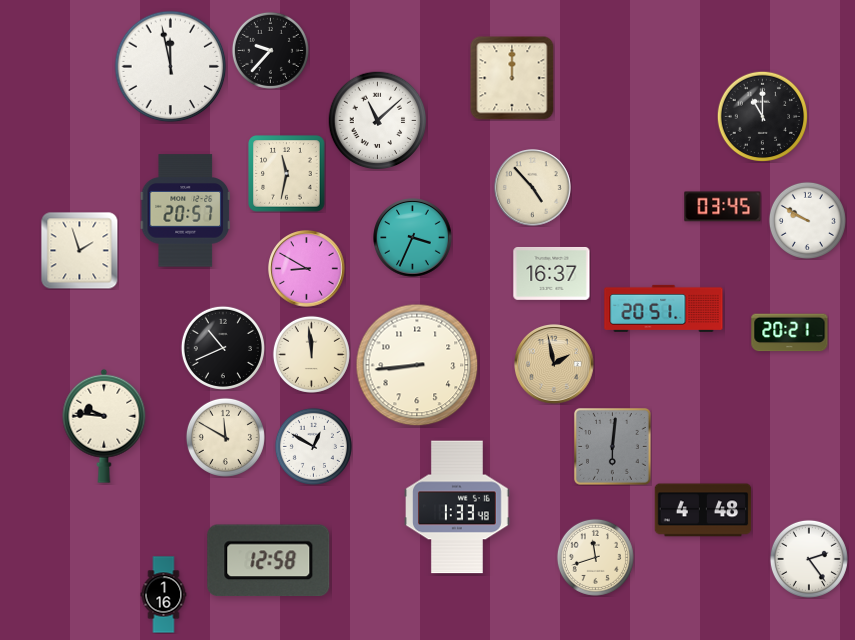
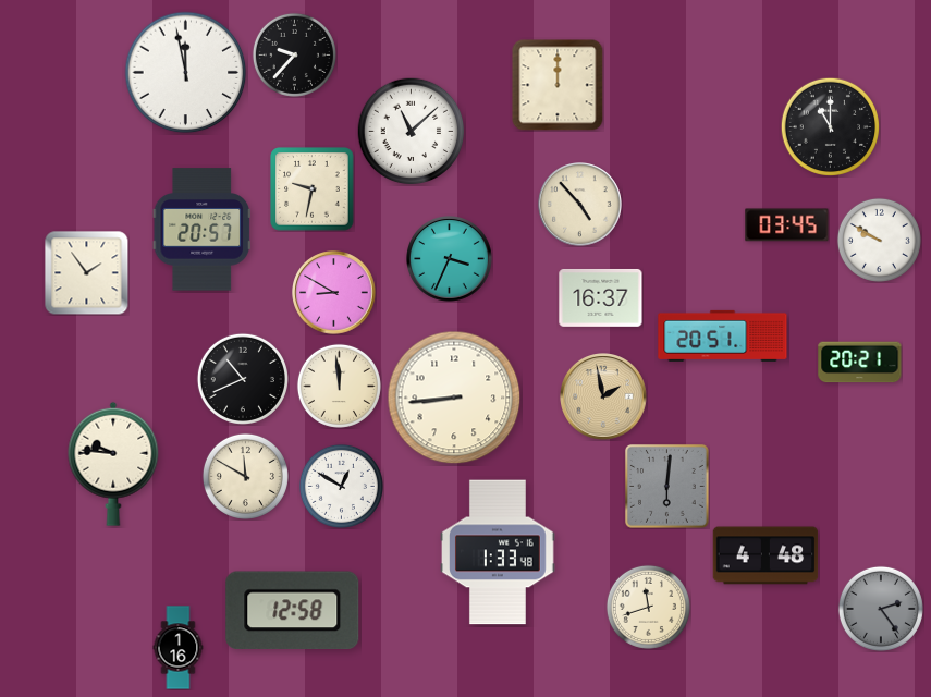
clock at (287, 174): 11:32 -> 9:32
clock at (79, 250): 1:57 -> 1:54
clock at (809, 559) dial: white -> grey
